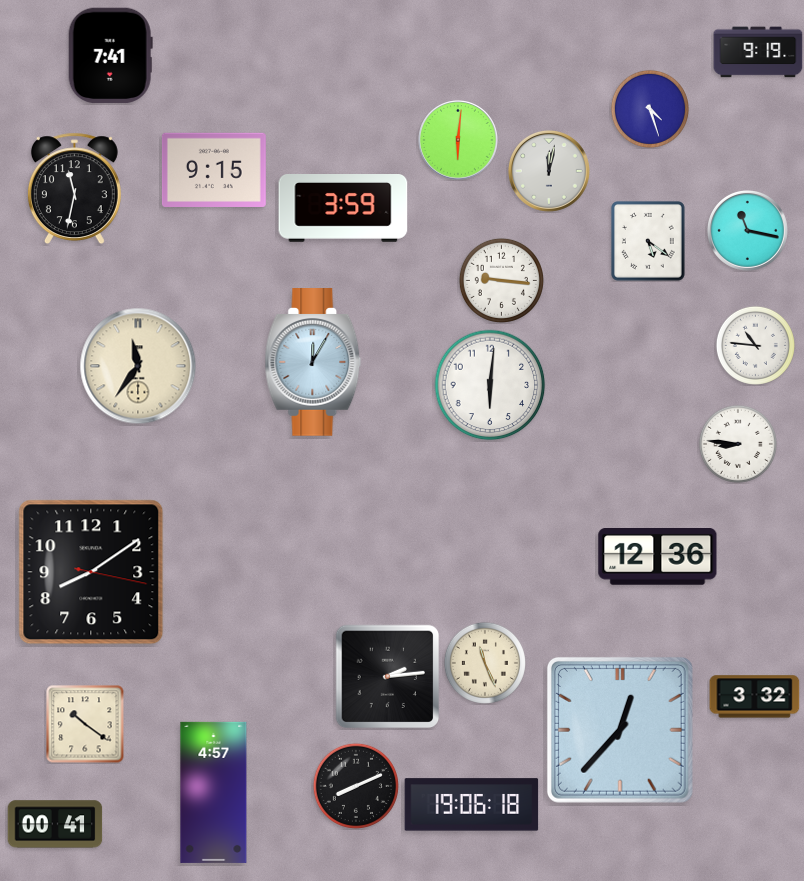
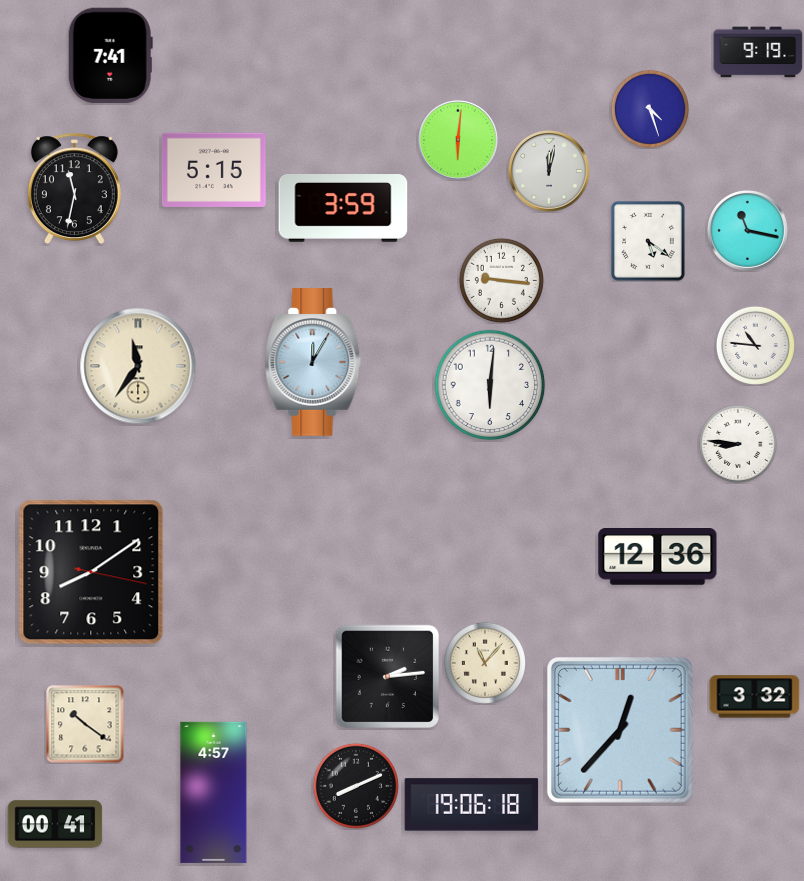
clock at (214, 170): 9:15 -> 5:15
clock at (485, 663): 11:26 -> 11:07
